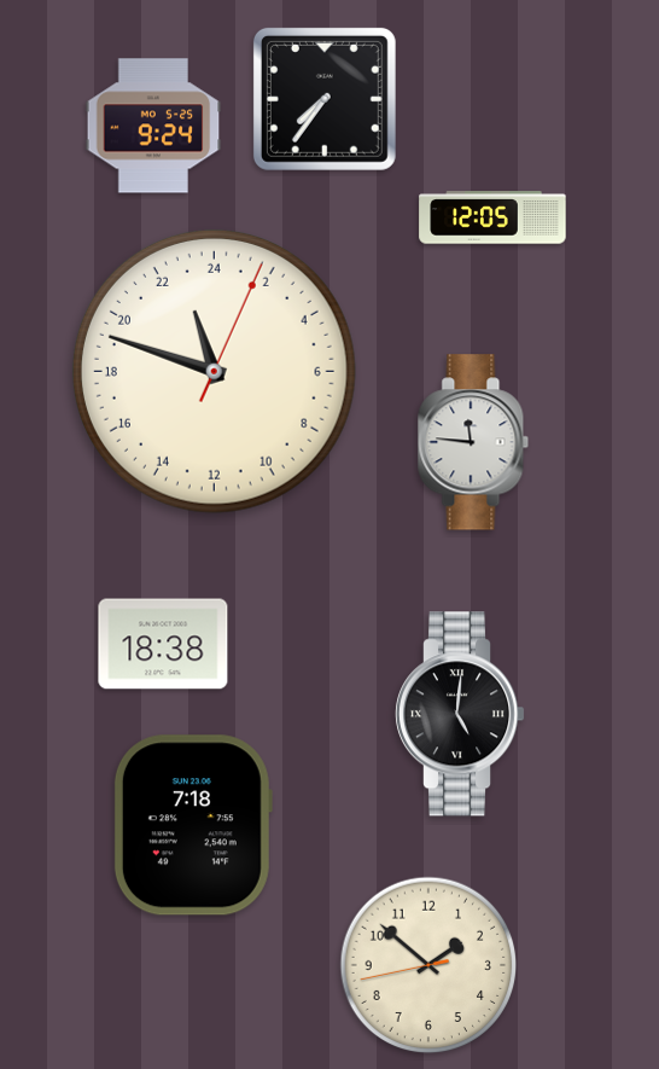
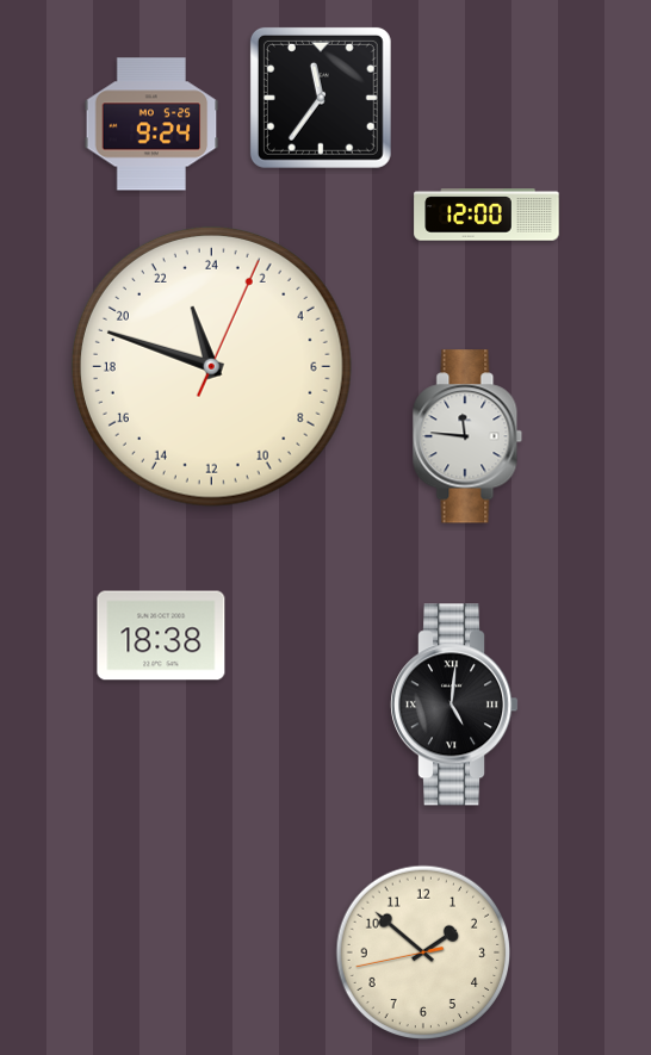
clock at (325, 99): 7:36 -> 11:36
clock at (492, 217): 12:05 -> 12:00
clock at (193, 825): 7:18 -> none
